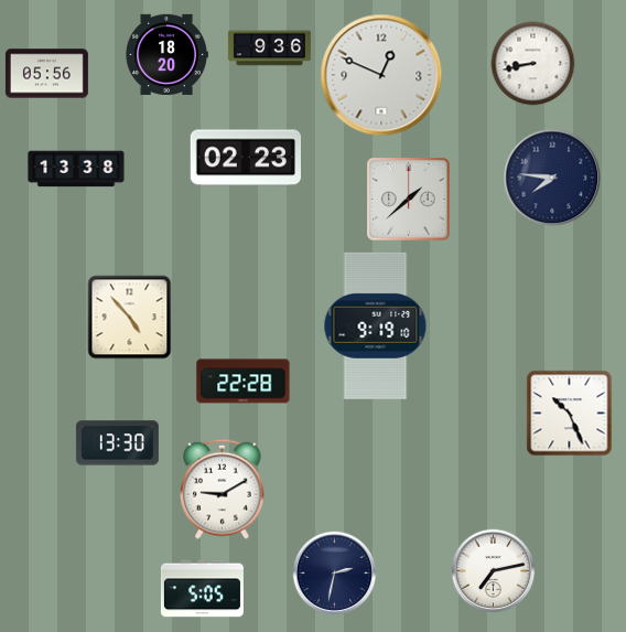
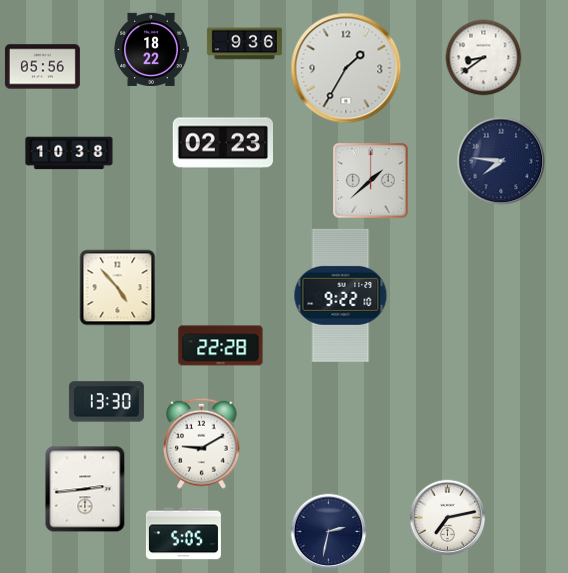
clock at (166, 54): 18:20 -> 18:22
clock at (533, 64): 8:43 -> 8:39
clock at (381, 75): 12:49 -> 1:35
clock at (76, 169): 13:38 -> 10:38
clock at (376, 325): 9:19 -> 9:22
clock at (570, 414): 10:26 -> none
clock at (85, 489): none -> 2:44
clock at (335, 574) position: (335, 574) -> (329, 532)
